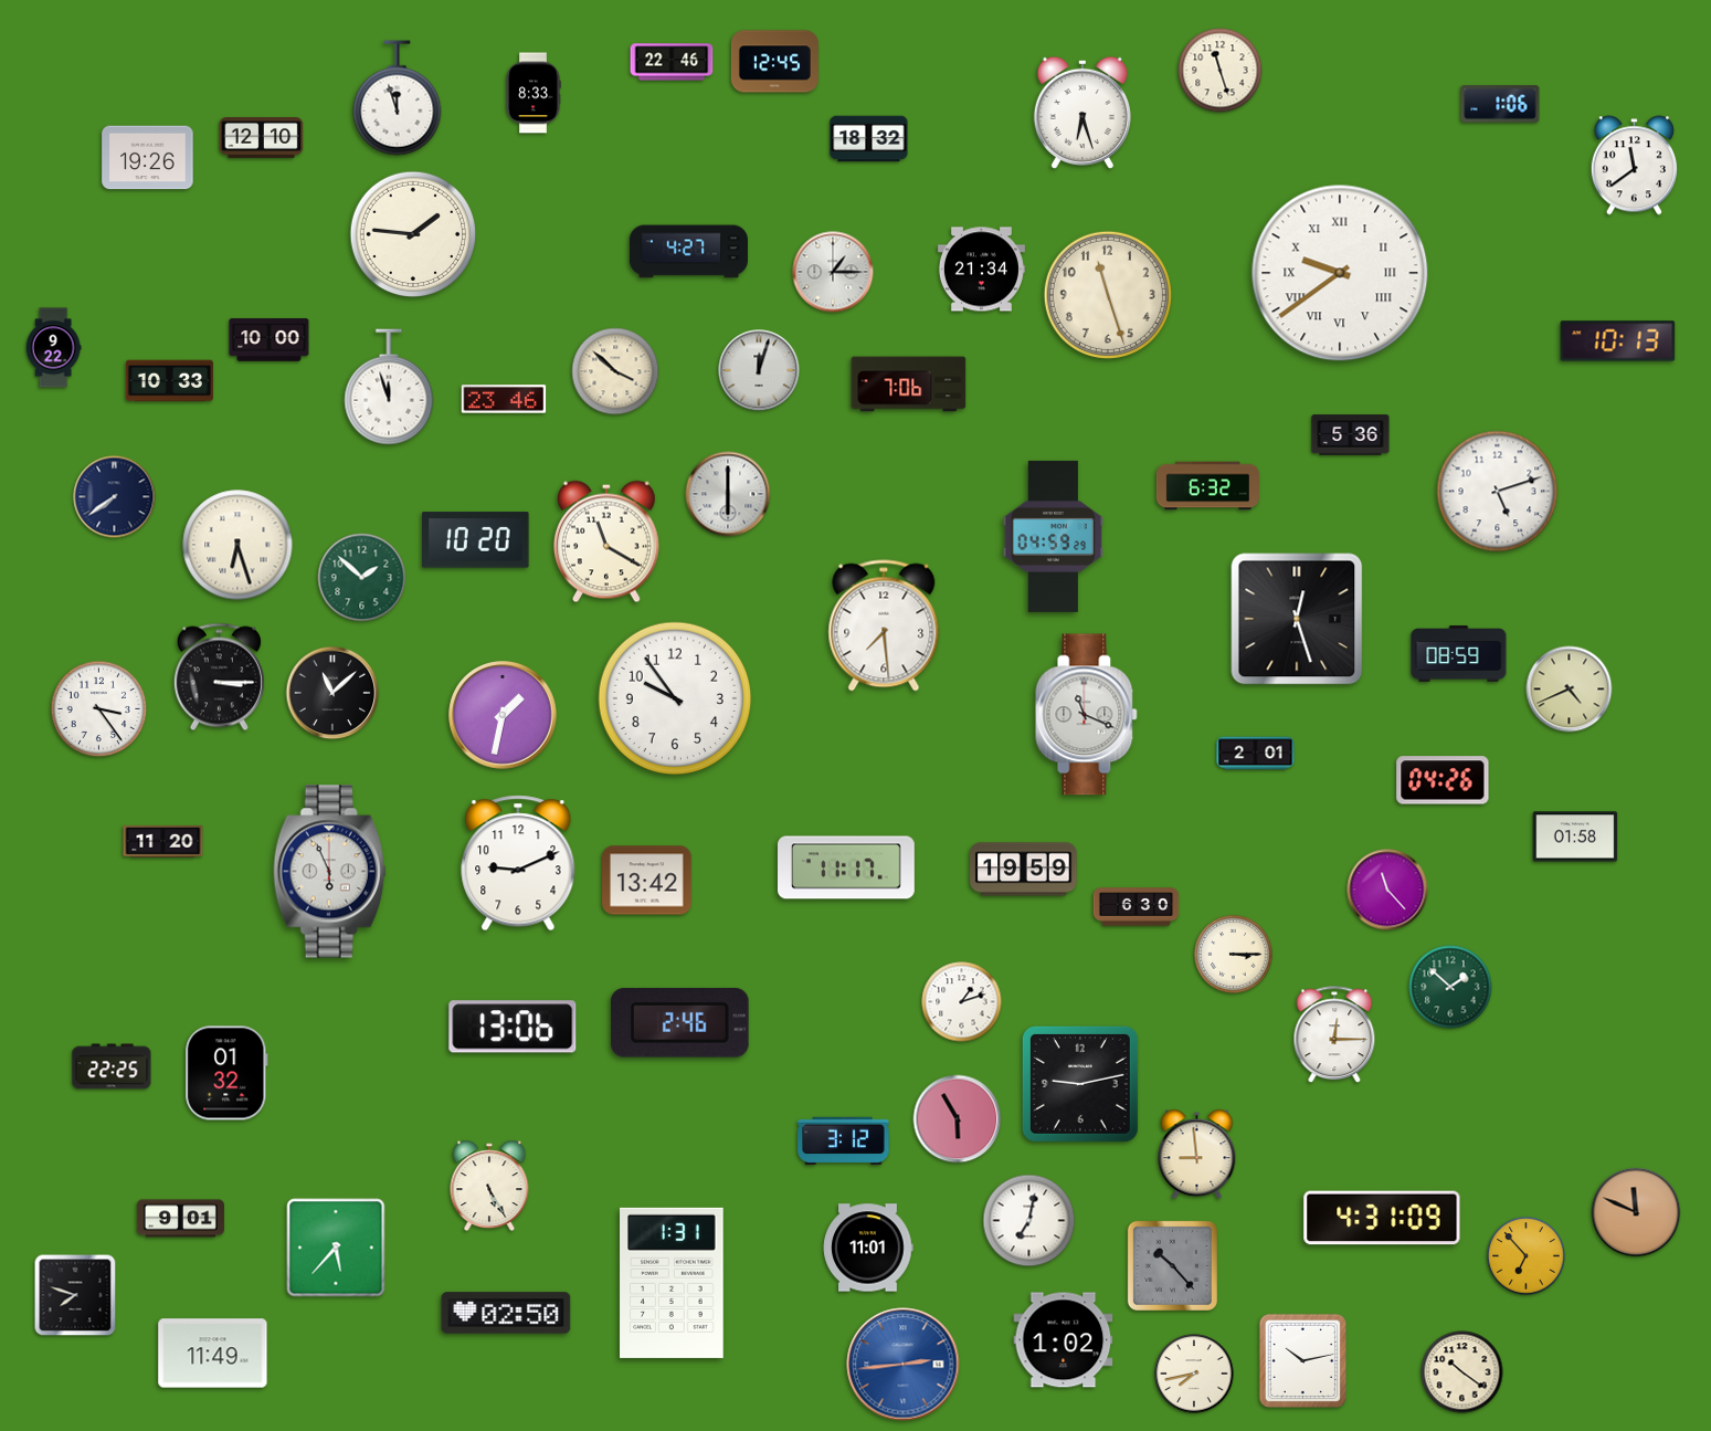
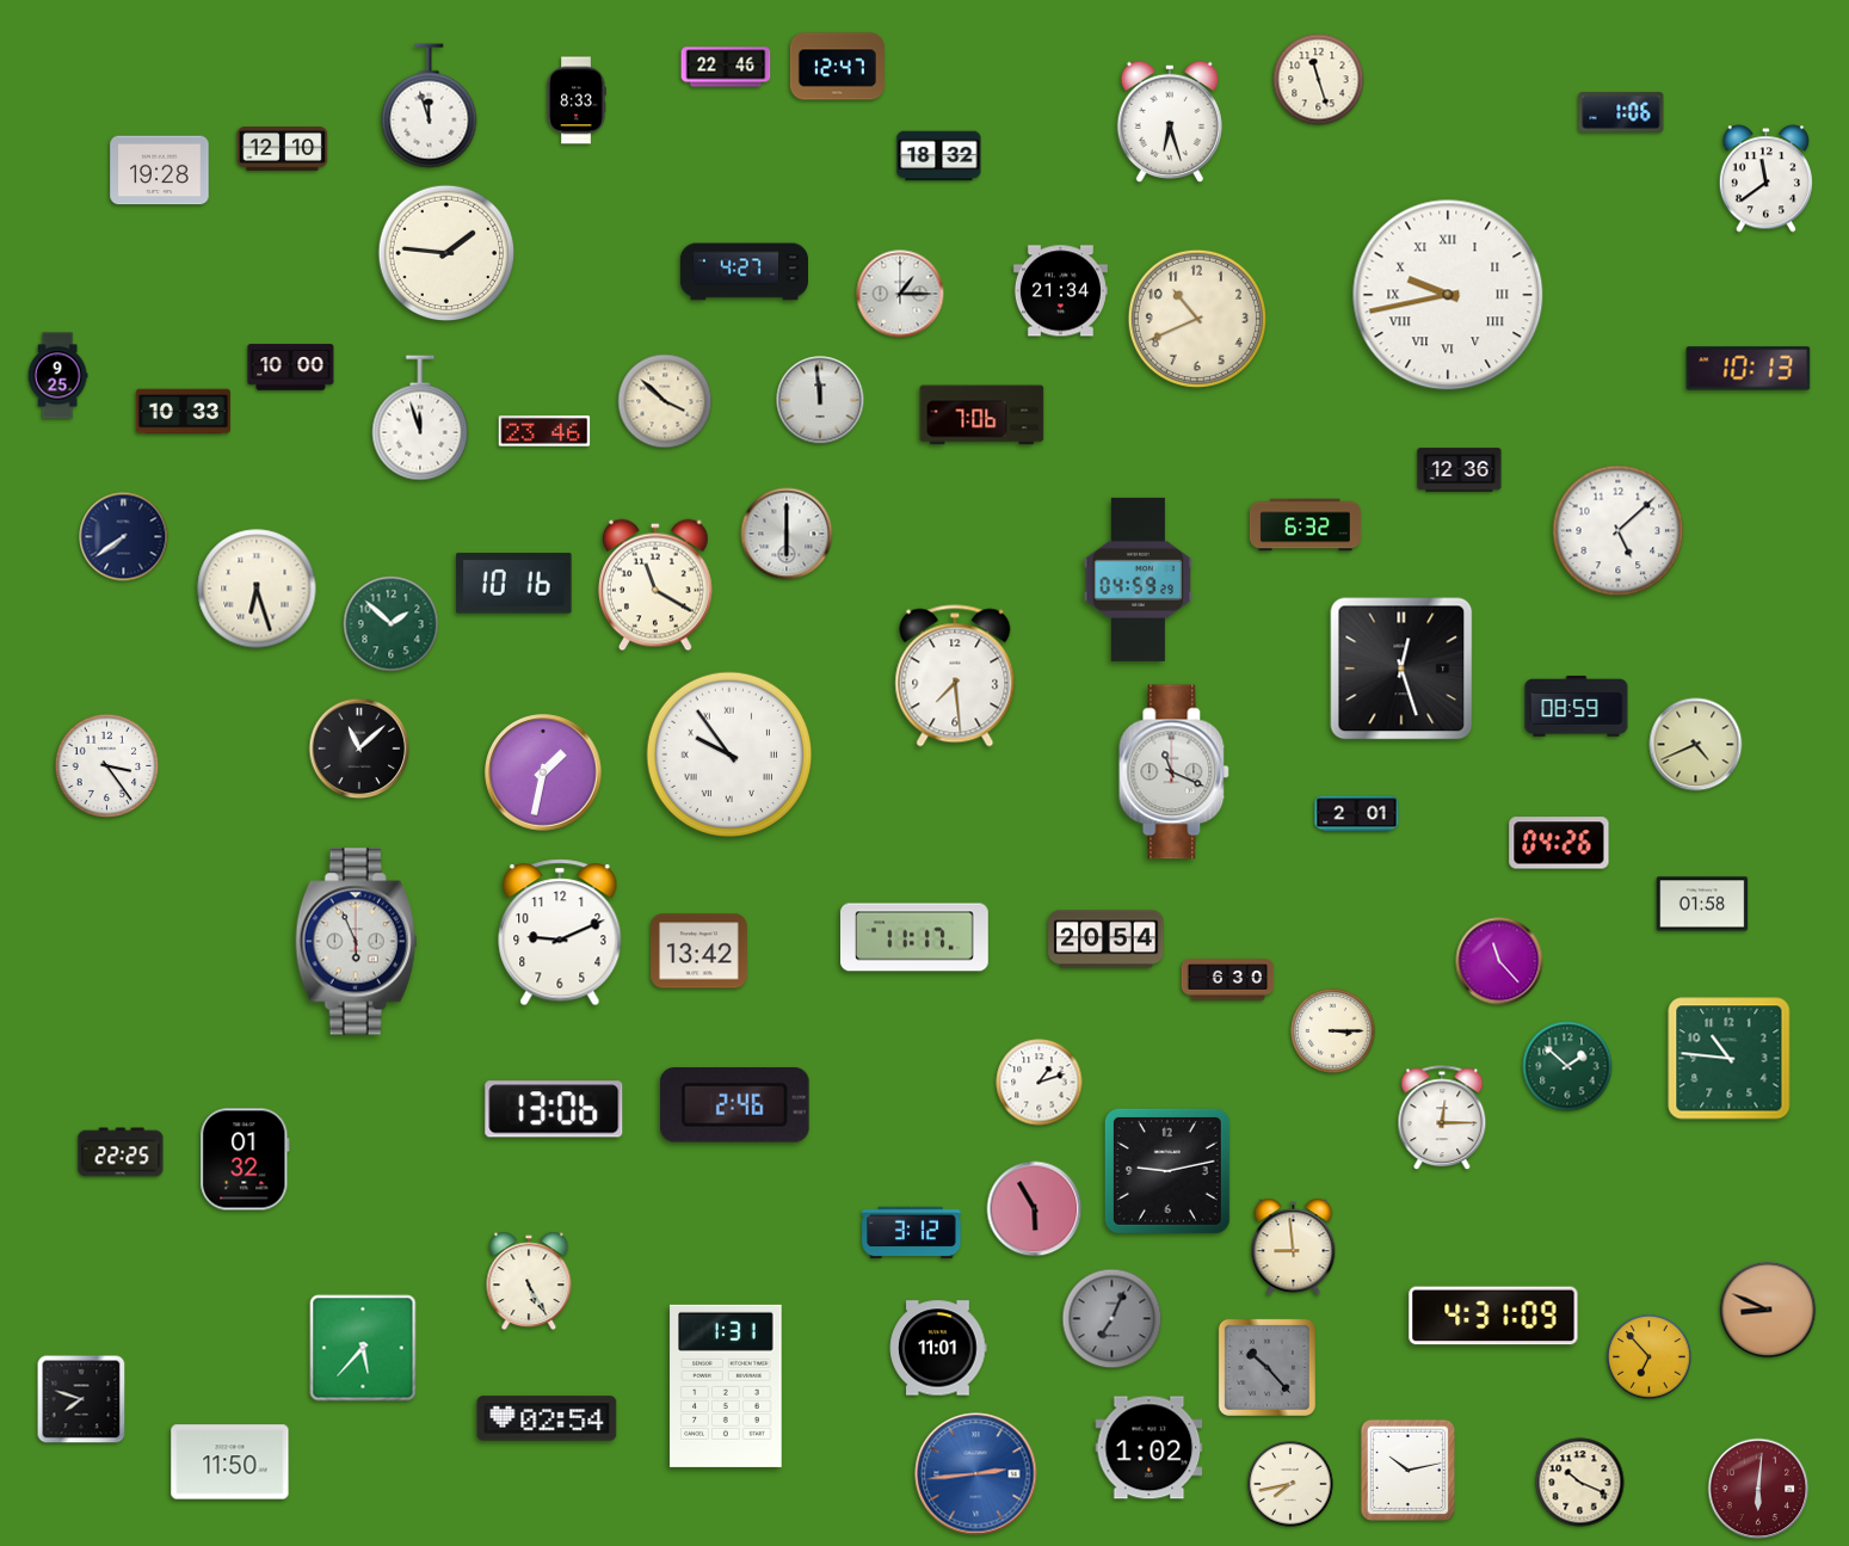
clock at (774, 62): 12:45 -> 12:47
clock at (1221, 71) position: (1221, 71) -> (1319, 80)
clock at (869, 139) position: (869, 139) -> (939, 156)
clock at (148, 158): 19:26 -> 19:28
clock at (1340, 273): 9:39 -> 9:43
clock at (1108, 295): 11:27 -> 10:41
clock at (53, 348): 9:22 -> 9:25
clock at (759, 370): 12:03 -> 11:59
clock at (1351, 435): 5:36 -> 12:36
clock at (1498, 492): 5:12 -> 5:08
clock at (476, 540): 10:20 -> 10:16
clock at (219, 677): 3:15 -> none
clock at (675, 698) numerals: Arabic -> Roman
clock at (163, 841): 11:20 -> none
clock at (1024, 870): 19:59 -> 20:54
clock at (1730, 1059): none -> 10:46
clock at (1636, 1212): 11:49 -> 8:49
clock at (180, 1219): 9:01 -> none
clock at (1029, 1221): 7:02 -> 7:04
clock at (1029, 1221) dial: white -> grey
clock at (506, 1313): 02:50 -> 02:54
clock at (213, 1354): 11:49 -> 11:50
clock at (1462, 1372): 10:21 -> 10:19
clock at (1758, 1489): none -> 6:01
